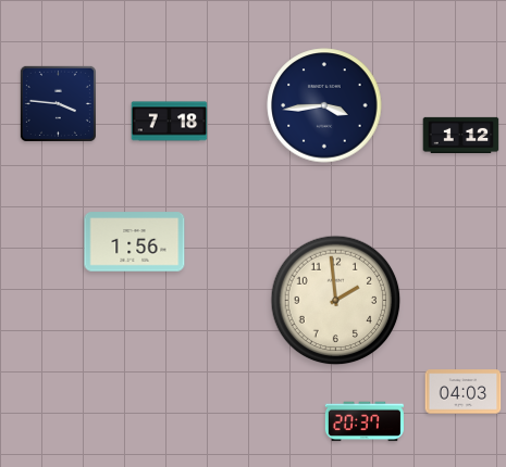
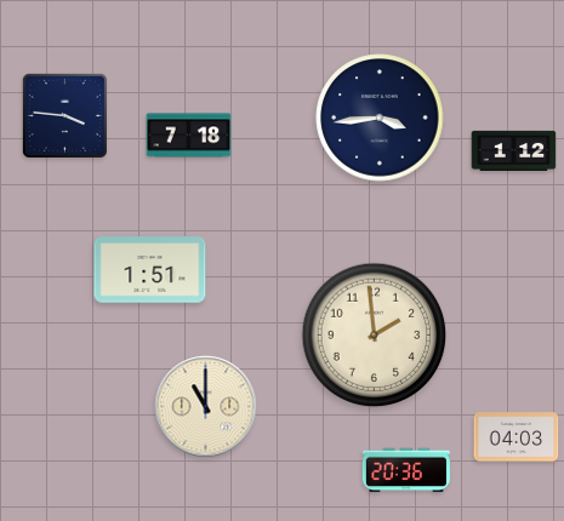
clock at (324, 105) position: (324, 105) -> (380, 118)
clock at (135, 242): 1:56 -> 1:51
clock at (206, 407): none -> 11:00
clock at (365, 421): 20:37 -> 20:36
